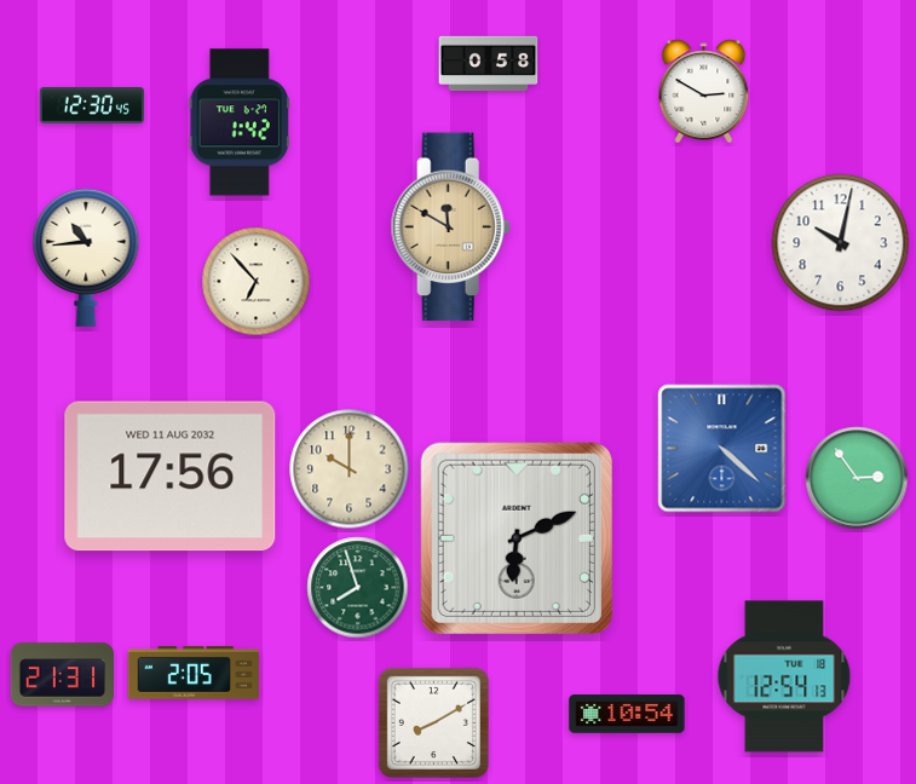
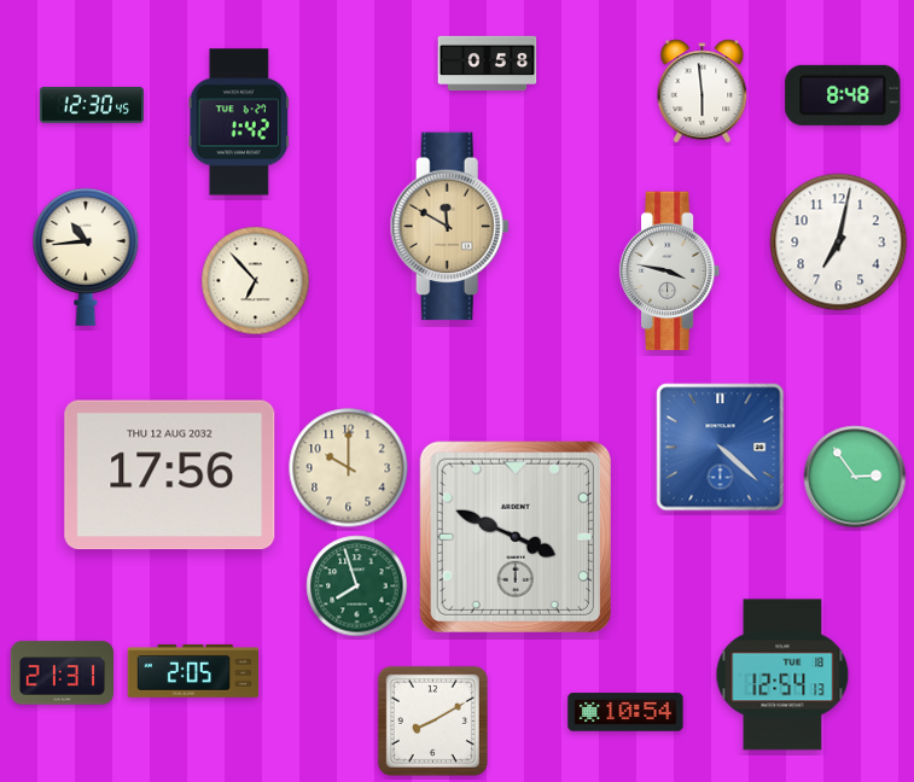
clock at (704, 92): 2:50 -> 5:59
clock at (843, 95): none -> 8:48
clock at (841, 243): 10:02 -> 7:02
clock at (670, 272): none -> 3:47
clock at (171, 477) date: WED 11 AUG 2032 -> THU 12 AUG 2032
clock at (517, 538): 6:11 -> 3:49
